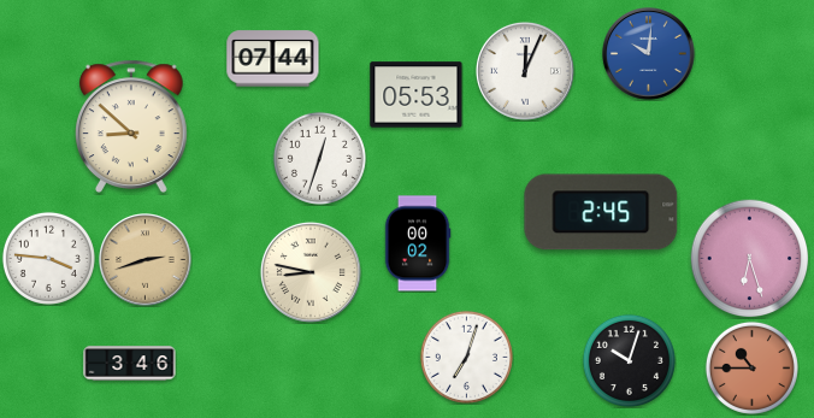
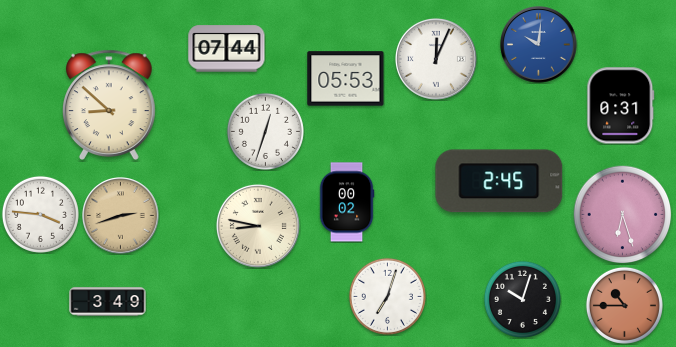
clock at (621, 106): none -> 0:31
clock at (601, 212) position: (601, 212) -> (499, 181)
clock at (130, 364): 3:46 -> 3:49
